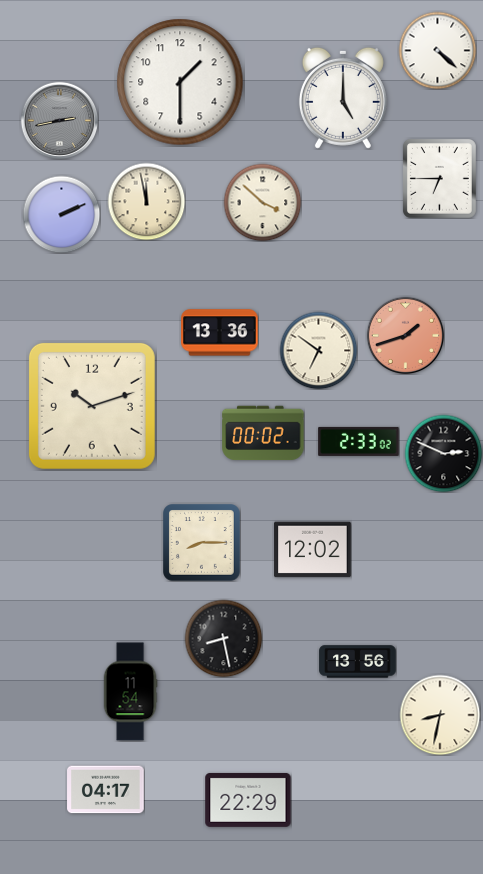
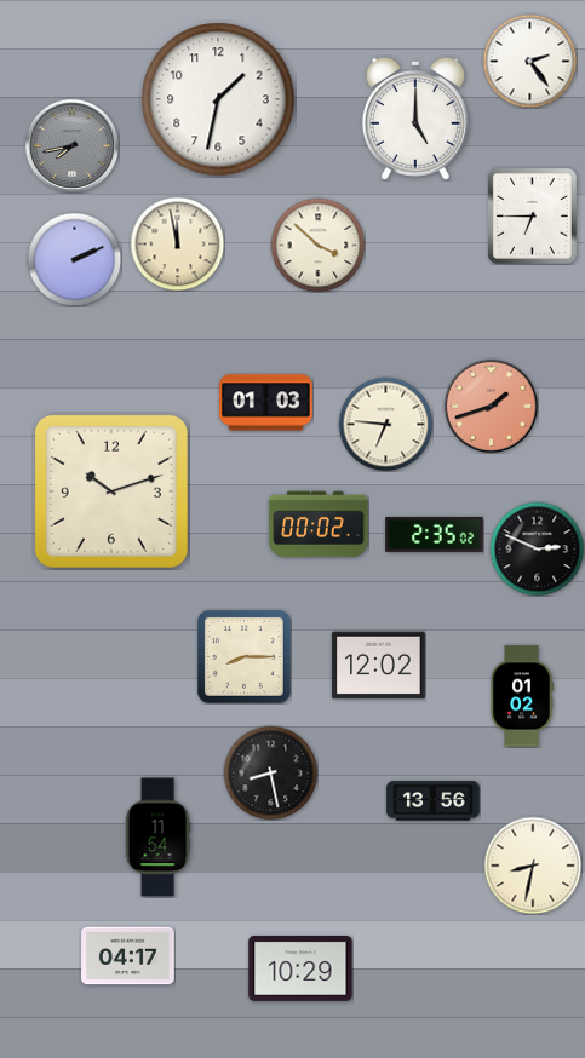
clock at (437, 50): 4:22 -> 2:24
clock at (180, 82): 1:30 -> 1:32
clock at (59, 120): 2:43 -> 7:43
clock at (220, 333): 13:36 -> 01:03
clock at (318, 350): 6:51 -> 6:46
clock at (359, 441): 2:33 -> 2:35
clock at (522, 696): none -> 01:02
clock at (248, 800): 22:29 -> 10:29
